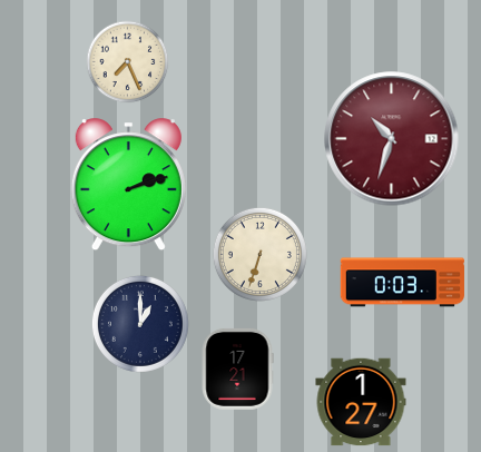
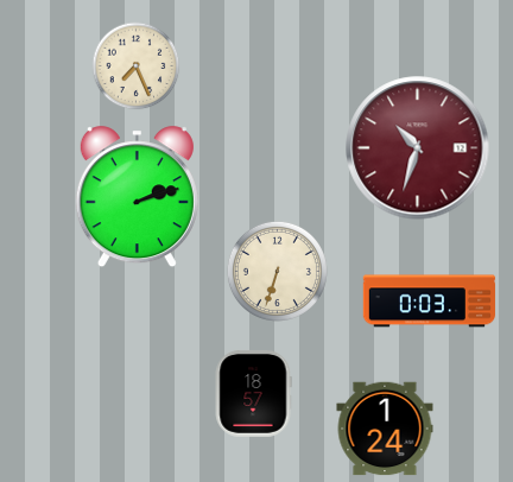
clock at (140, 324): 1:00 -> none
clock at (237, 369): 17:21 -> 18:57
clock at (361, 402): 1:27 -> 1:24
